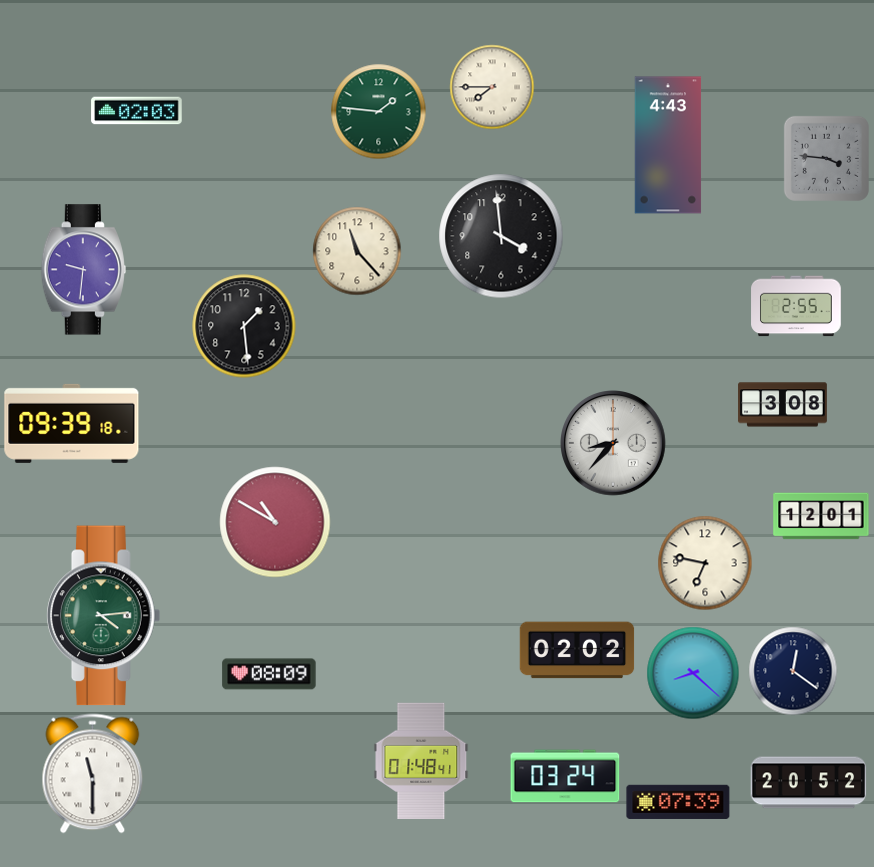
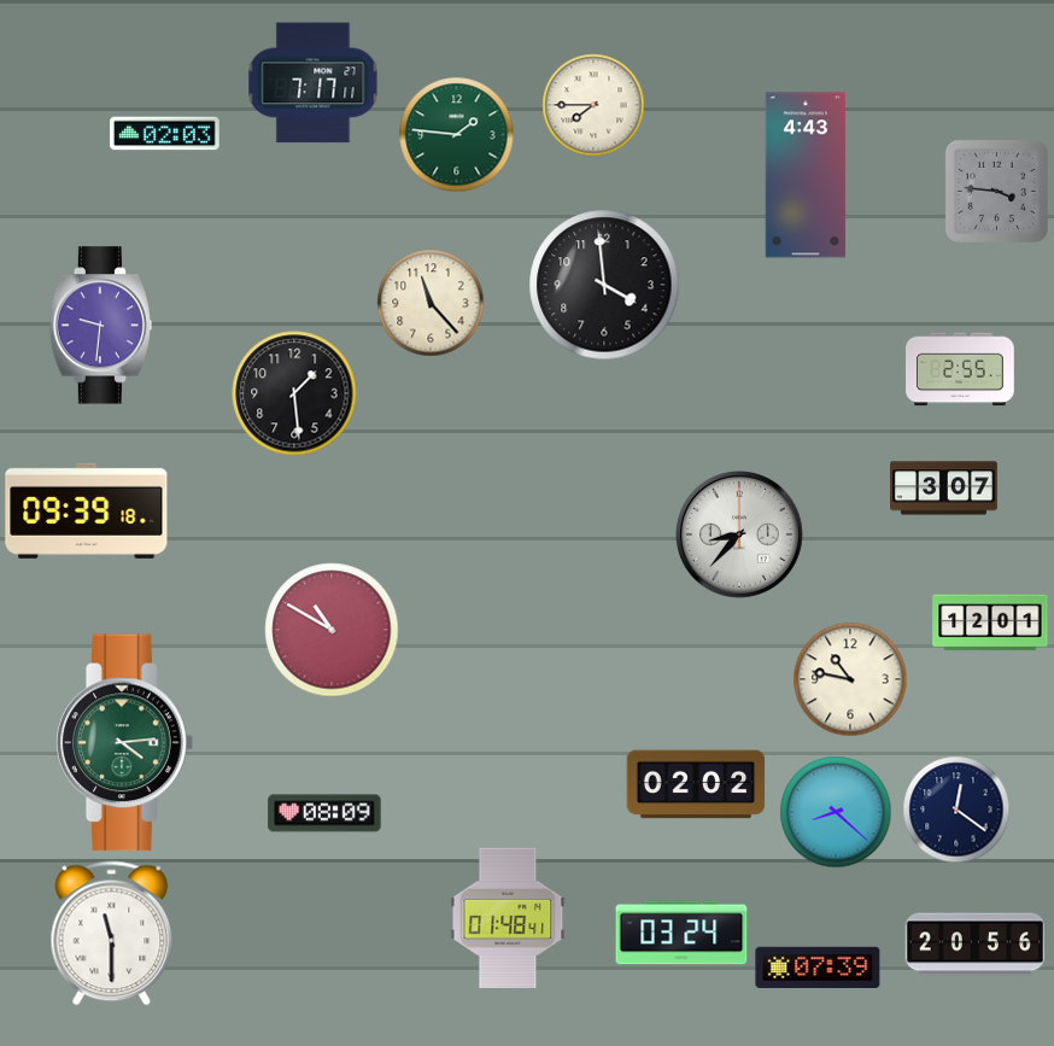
clock at (314, 83): none -> 7:17
clock at (783, 405): 3:08 -> 3:07
clock at (705, 563): 6:47 -> 10:47
clock at (565, 776) position: (565, 776) -> (681, 933)
clock at (809, 783): 20:52 -> 20:56
